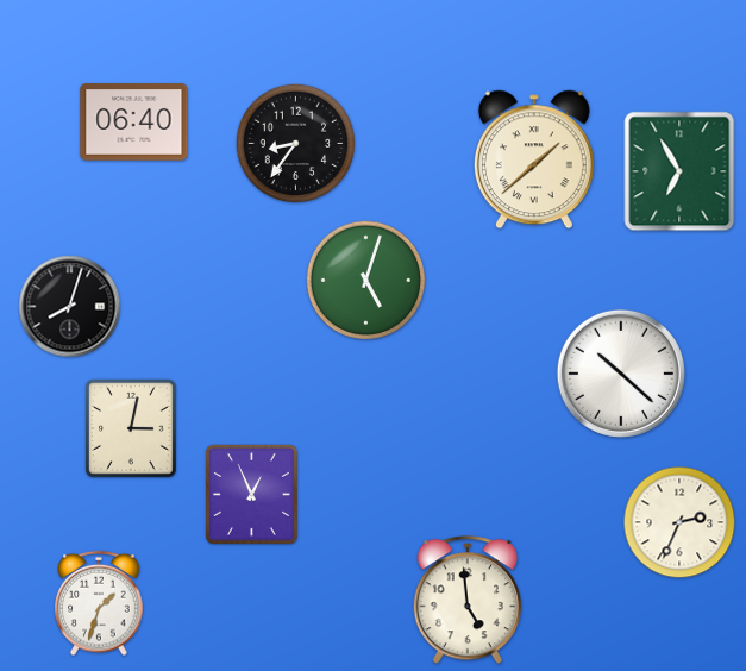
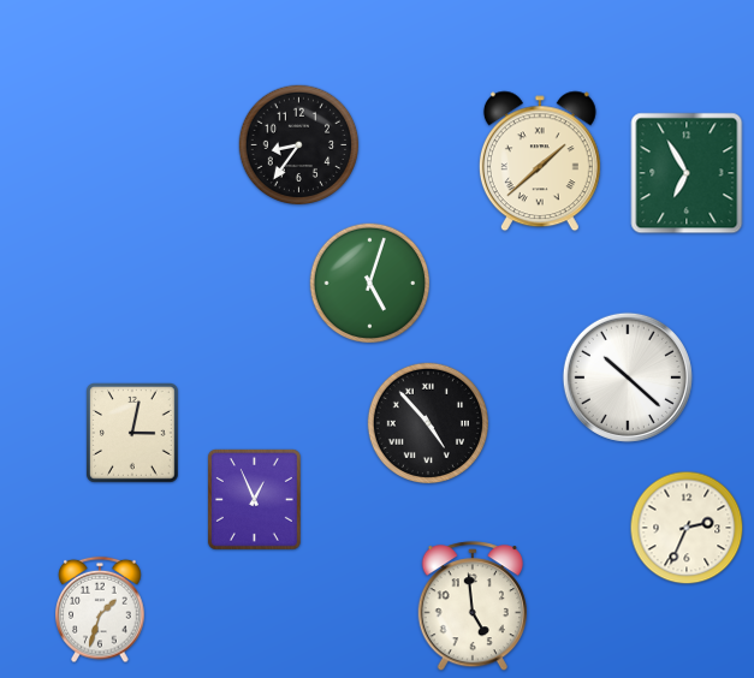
clock at (134, 123): 06:40 -> none
clock at (70, 307): 8:03 -> none
clock at (427, 422): none -> 4:53
